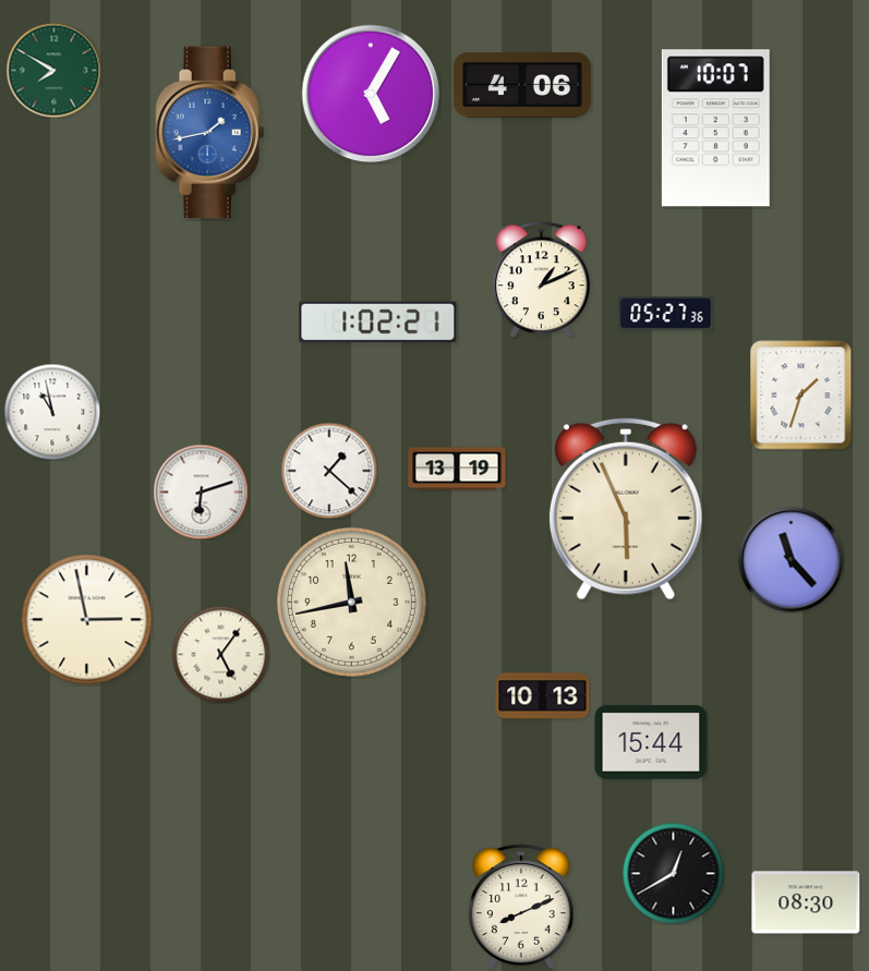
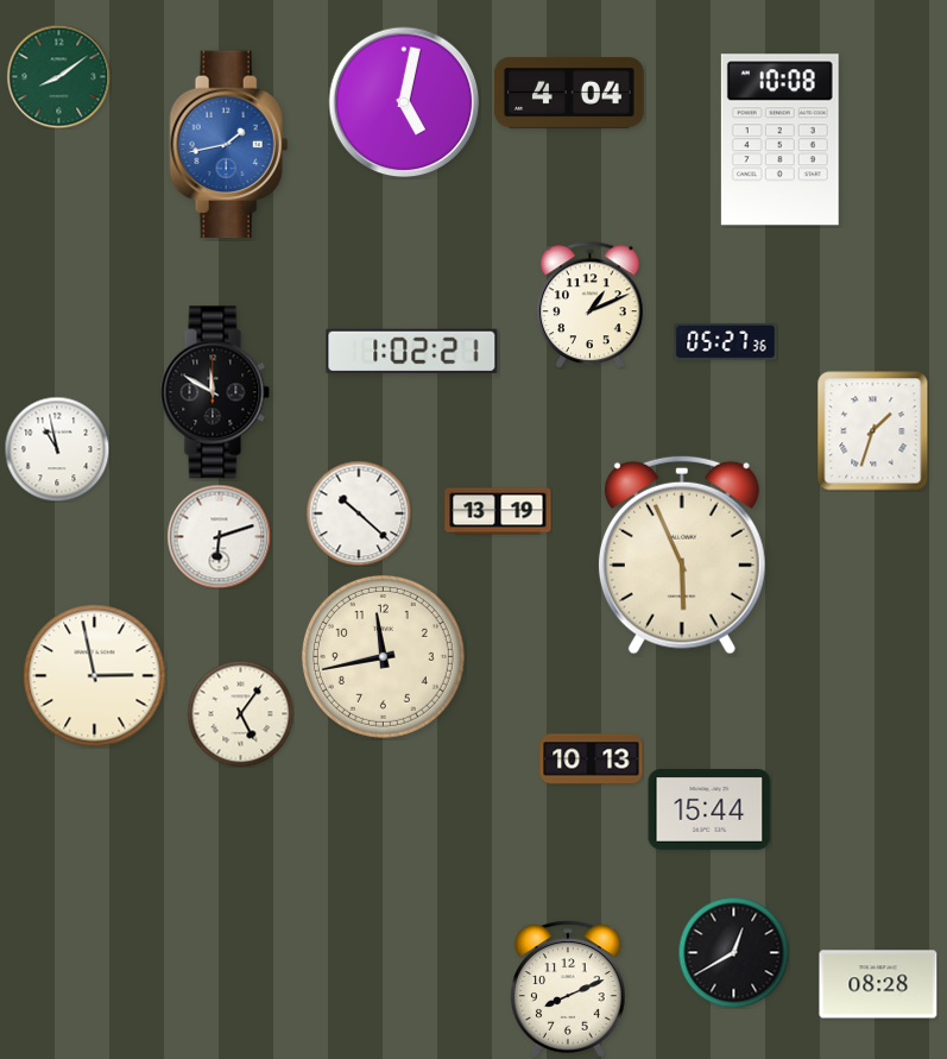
clock at (53, 70): 7:50 -> 8:09
clock at (522, 86): 4:06 -> 4:04
clock at (371, 94): 5:05 -> 5:02
clock at (715, 129): 10:07 -> 10:08
clock at (215, 392): none -> 11:50
clock at (329, 471): 1:22 -> 10:22
clock at (792, 560): 11:23 -> none
clock at (806, 902): 08:30 -> 08:28
